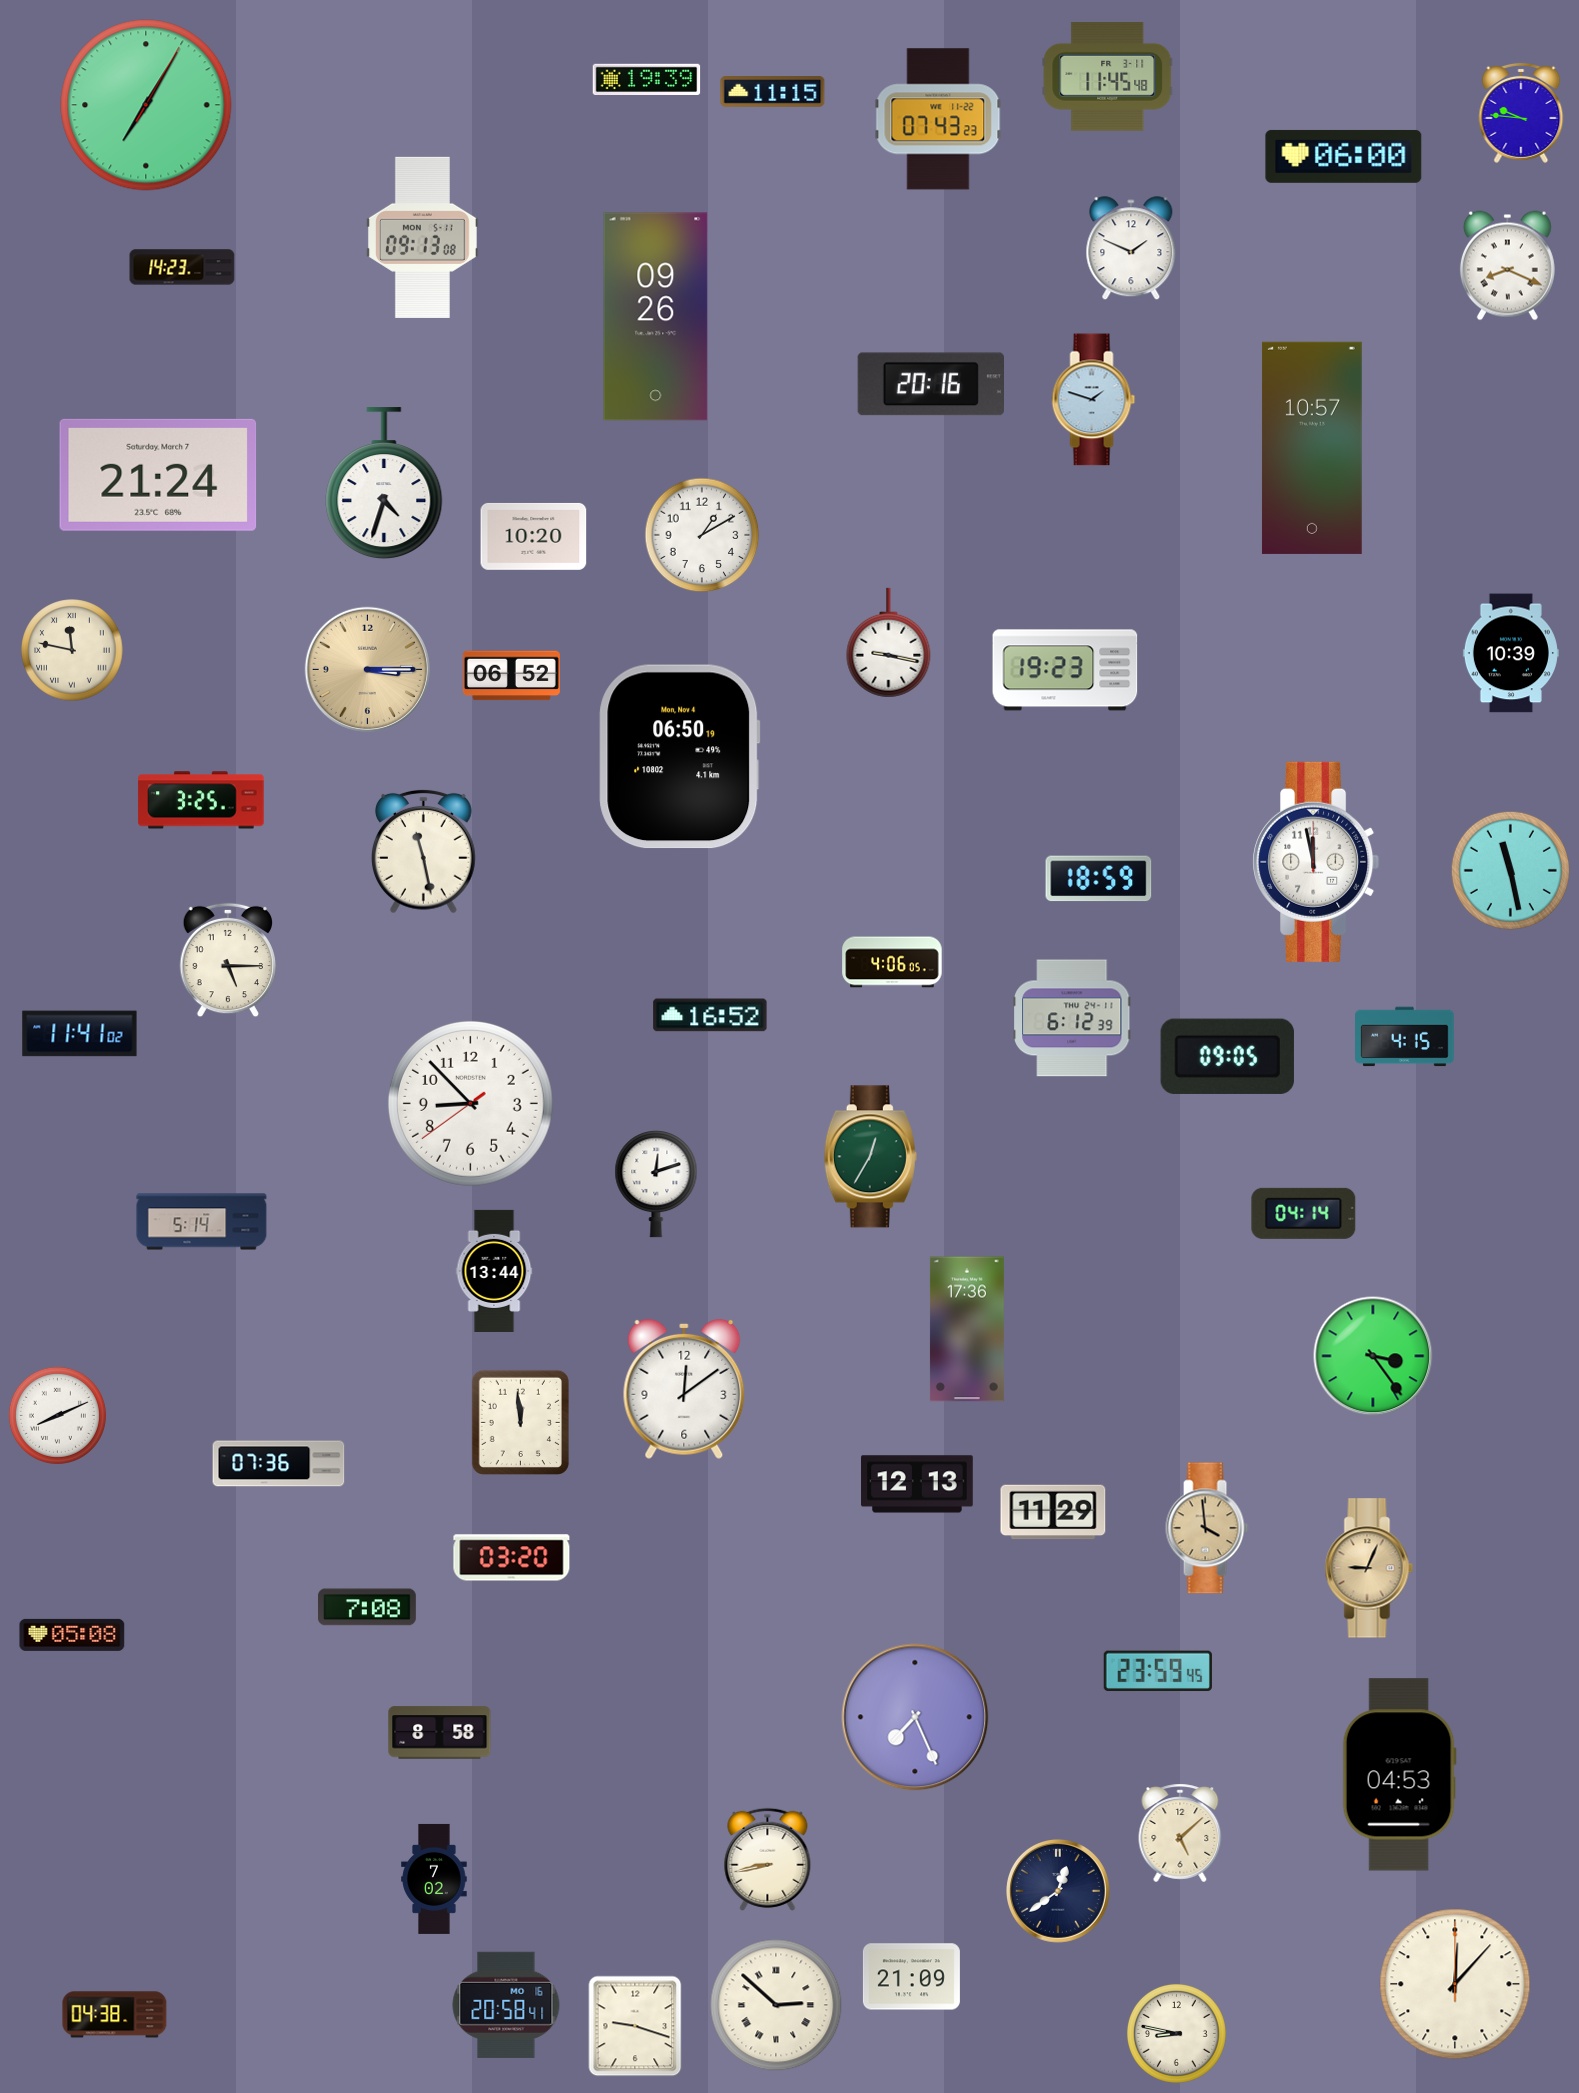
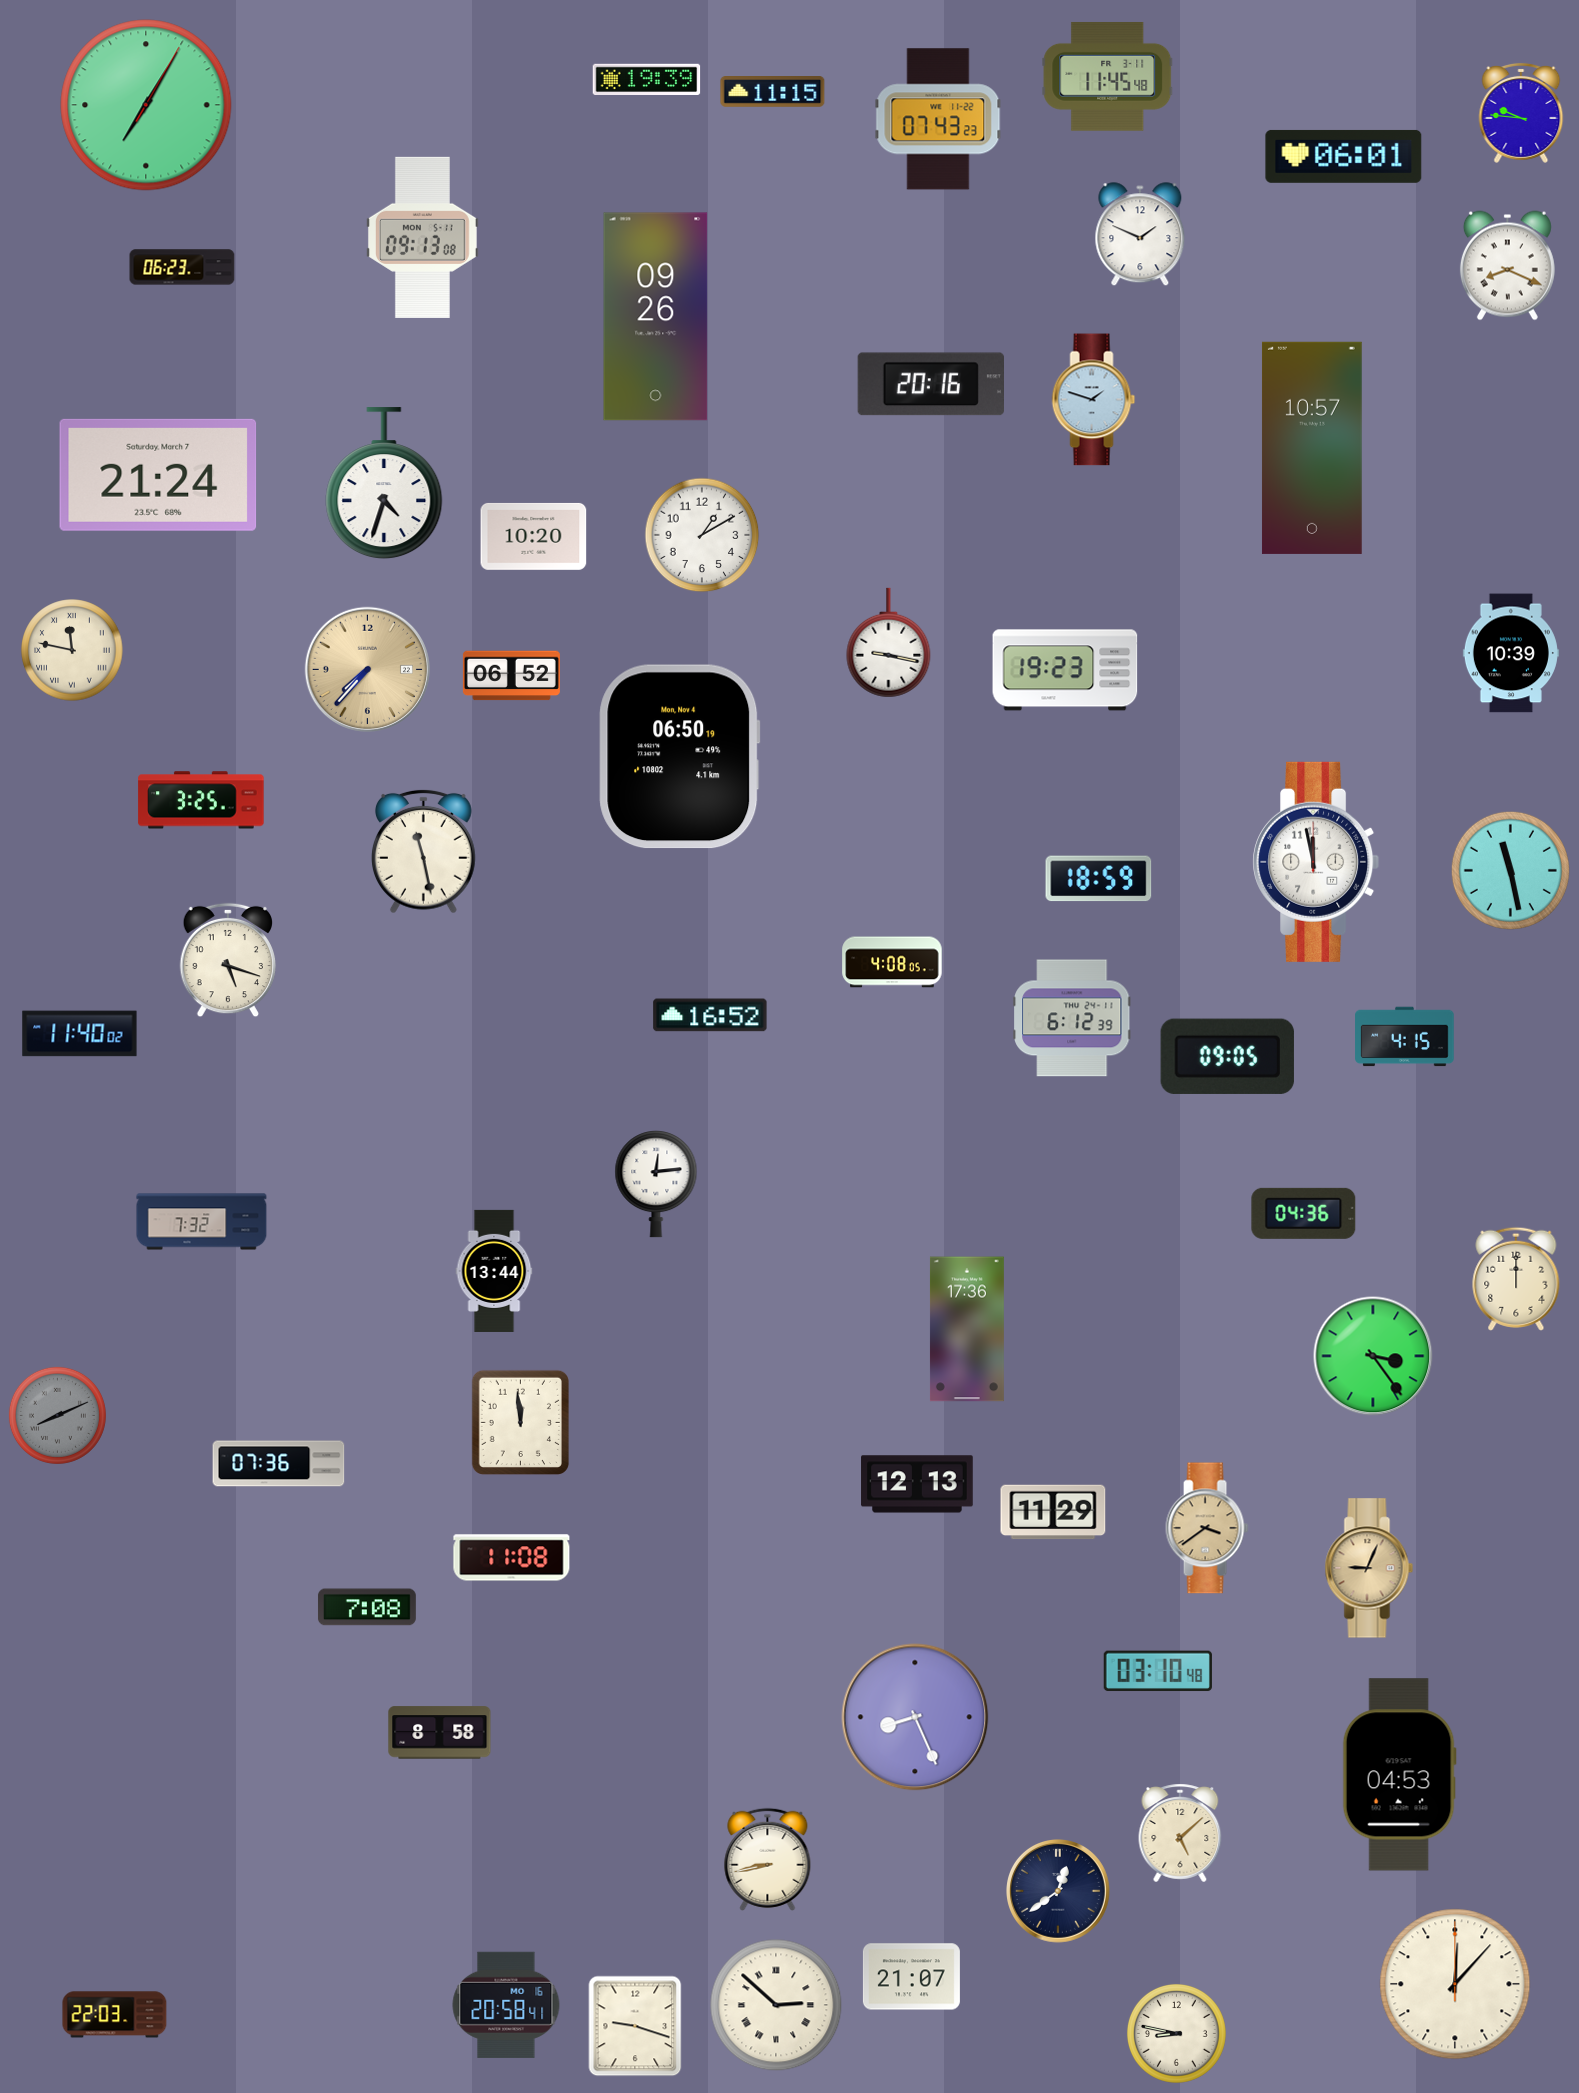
clock at (1344, 156): 06:00 -> 06:01
clock at (1131, 249) position: (1131, 249) -> (1140, 235)
clock at (182, 267): 14:23 -> 06:23
clock at (367, 669): 3:15 -> 7:37
clock at (228, 960): 5:15 -> 5:18
clock at (892, 962): 4:06 -> 4:08
clock at (80, 1034): 11:41 -> 11:40
clock at (470, 1103): 8:52 -> none
clock at (870, 1157): 12:35 -> none
clock at (656, 1185): 12:12 -> 12:14
clock at (1304, 1213): 04:14 -> 04:36
clock at (202, 1222): 5:14 -> 7:32
clock at (1516, 1279): none -> 12:00
clock at (684, 1389): 12:09 -> none
clock at (57, 1415) dial: white -> grey
clock at (1207, 1528): 3:59 -> 3:39
clock at (512, 1558): 03:20 -> 11:08
clock at (72, 1635): 05:08 -> none
clock at (1158, 1671): 23:59 -> 03:10
clock at (915, 1717): 7:26 -> 8:26
clock at (434, 1879): 7:02 -> none
clock at (911, 1977): 21:09 -> 21:07
clock at (115, 2015): 04:38 -> 22:03
